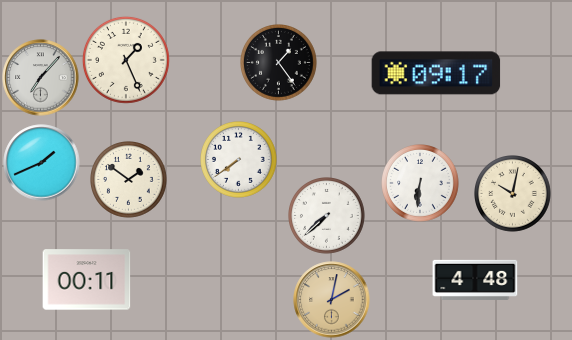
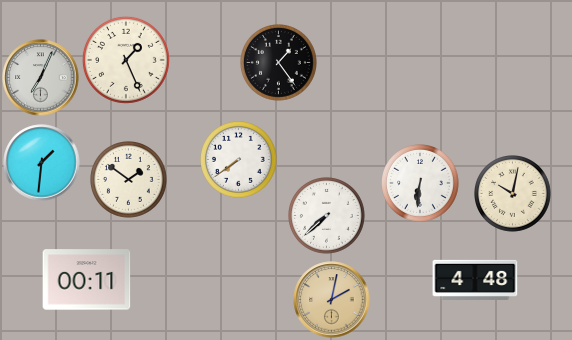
clock at (436, 73): 09:17 -> none
clock at (41, 78): 7:07 -> 7:04
clock at (42, 163): 1:41 -> 1:31
